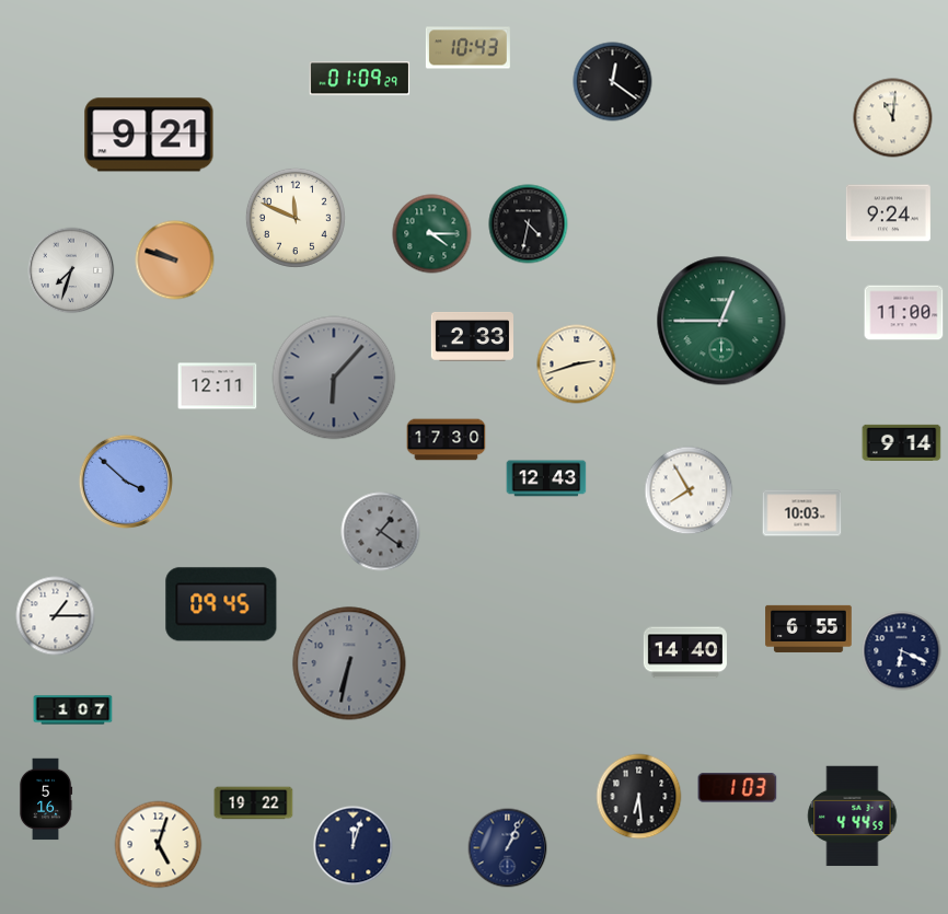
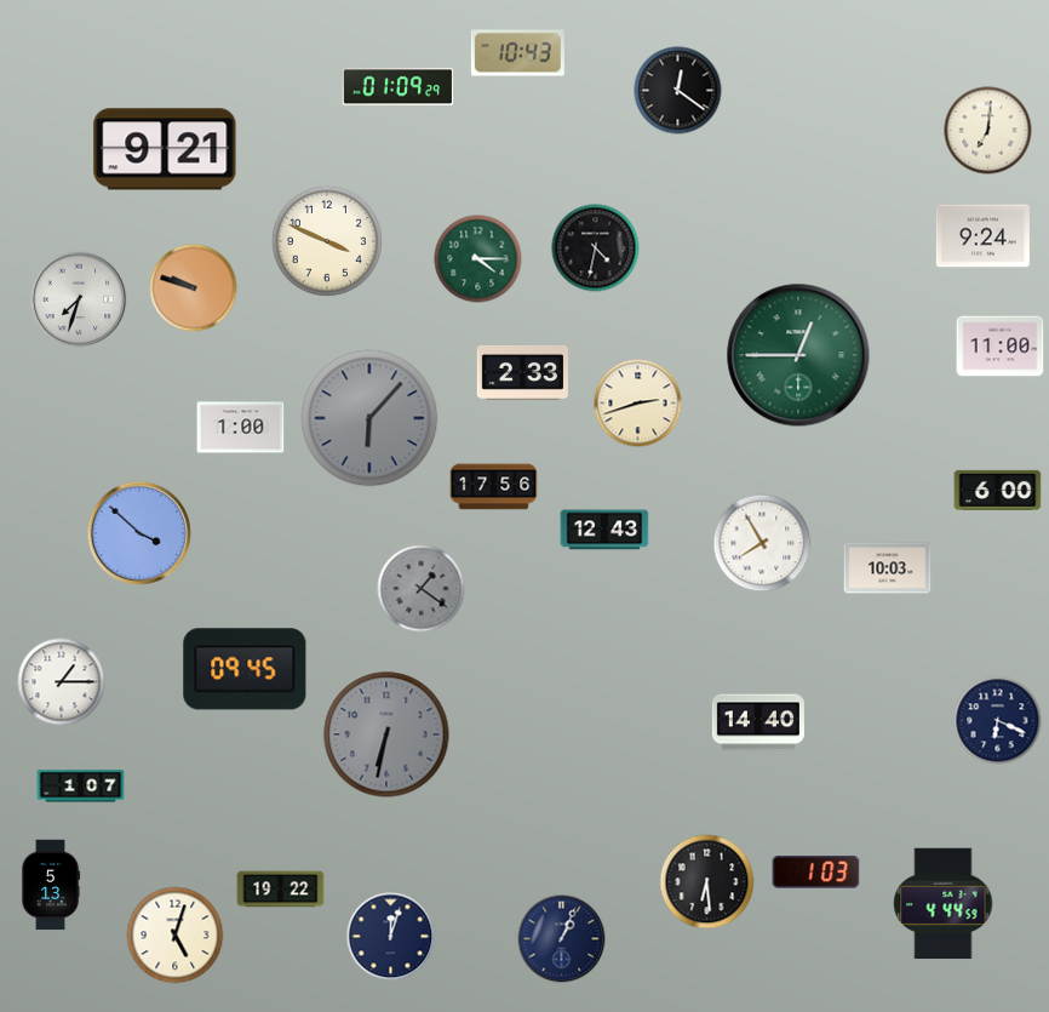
clock at (893, 118): 11:01 -> 7:01
clock at (296, 218): 11:49 -> 3:49
clock at (529, 224) position: (529, 224) -> (596, 248)
clock at (218, 386): 12:11 -> 1:00
clock at (447, 440): 17:30 -> 17:56
clock at (902, 442): 9:14 -> 6:00
clock at (809, 628): 6:55 -> none
clock at (46, 799): 5:16 -> 5:13
